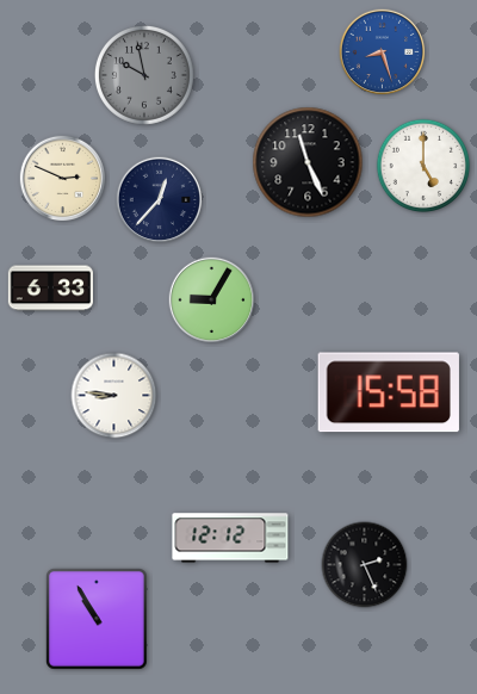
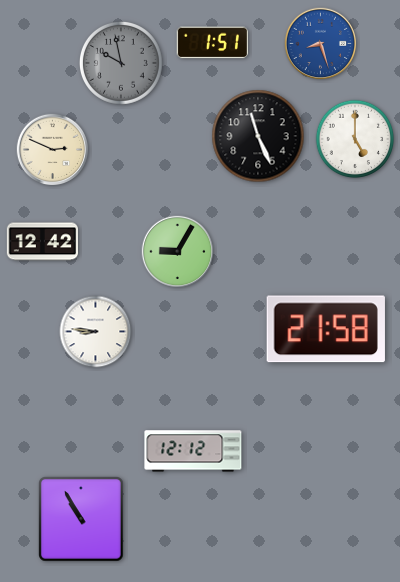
clock at (212, 43): none -> 1:51
clock at (160, 200): 12:37 -> none
clock at (50, 289): 6:33 -> 12:42
clock at (389, 392): 15:58 -> 21:58
clock at (365, 565): 2:26 -> none
